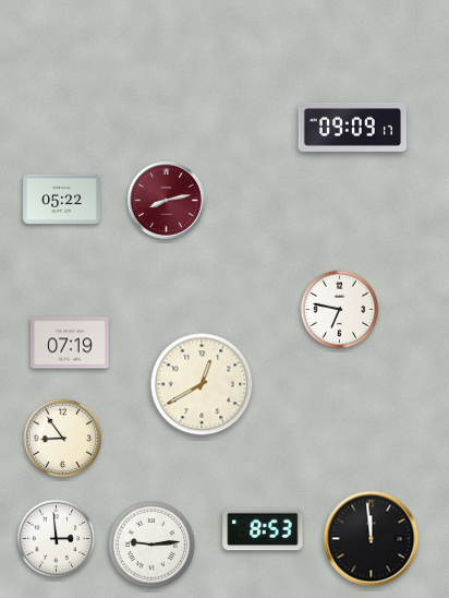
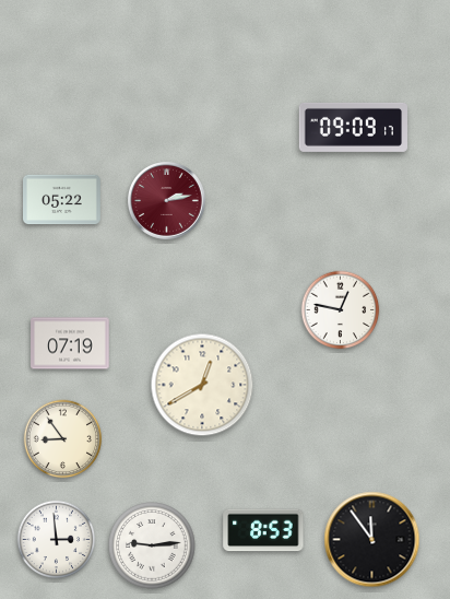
clock at (167, 201): 8:13 -> 2:13
clock at (340, 310): 6:47 -> 12:47
clock at (372, 539): 11:59 -> 11:54
